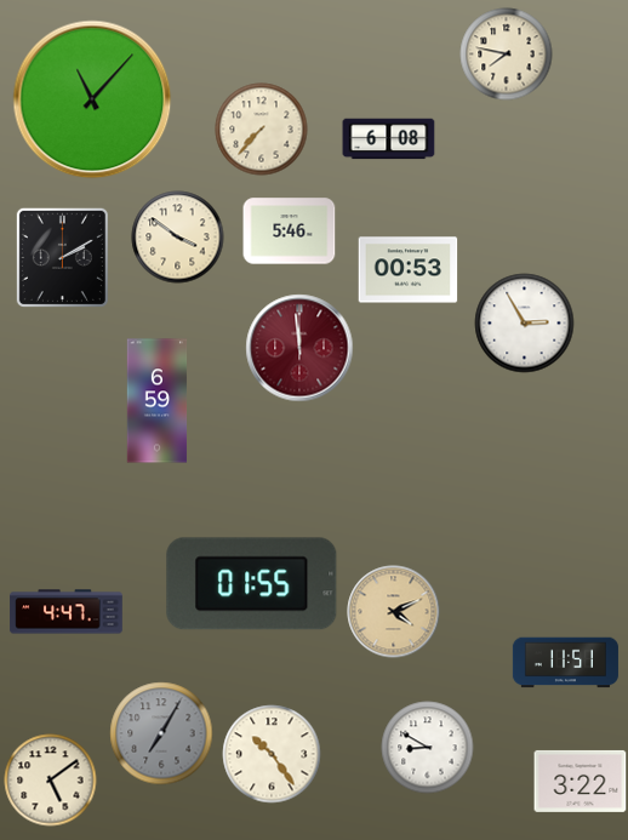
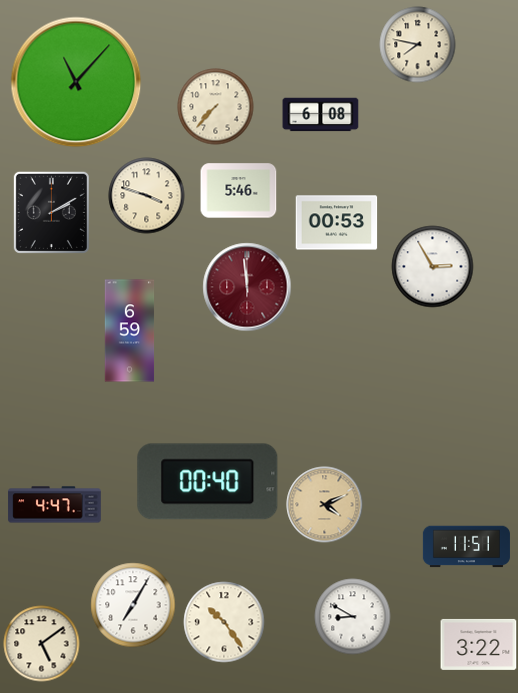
clock at (178, 238): 3:51 -> 3:48
clock at (252, 584): 01:55 -> 00:40
clock at (161, 733) dial: grey -> white
